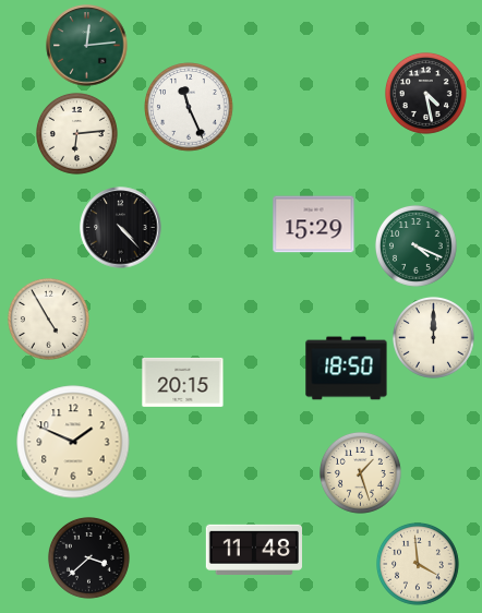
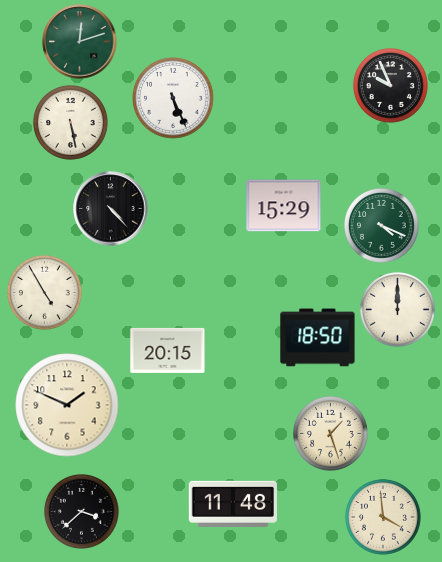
clock at (87, 46): 12:14 -> 12:12
clock at (425, 93): 4:28 -> 9:56
clock at (189, 107): 11:26 -> 5:26
clock at (76, 133): 6:14 -> 5:28
clock at (314, 225) position: (314, 225) -> (284, 206)
